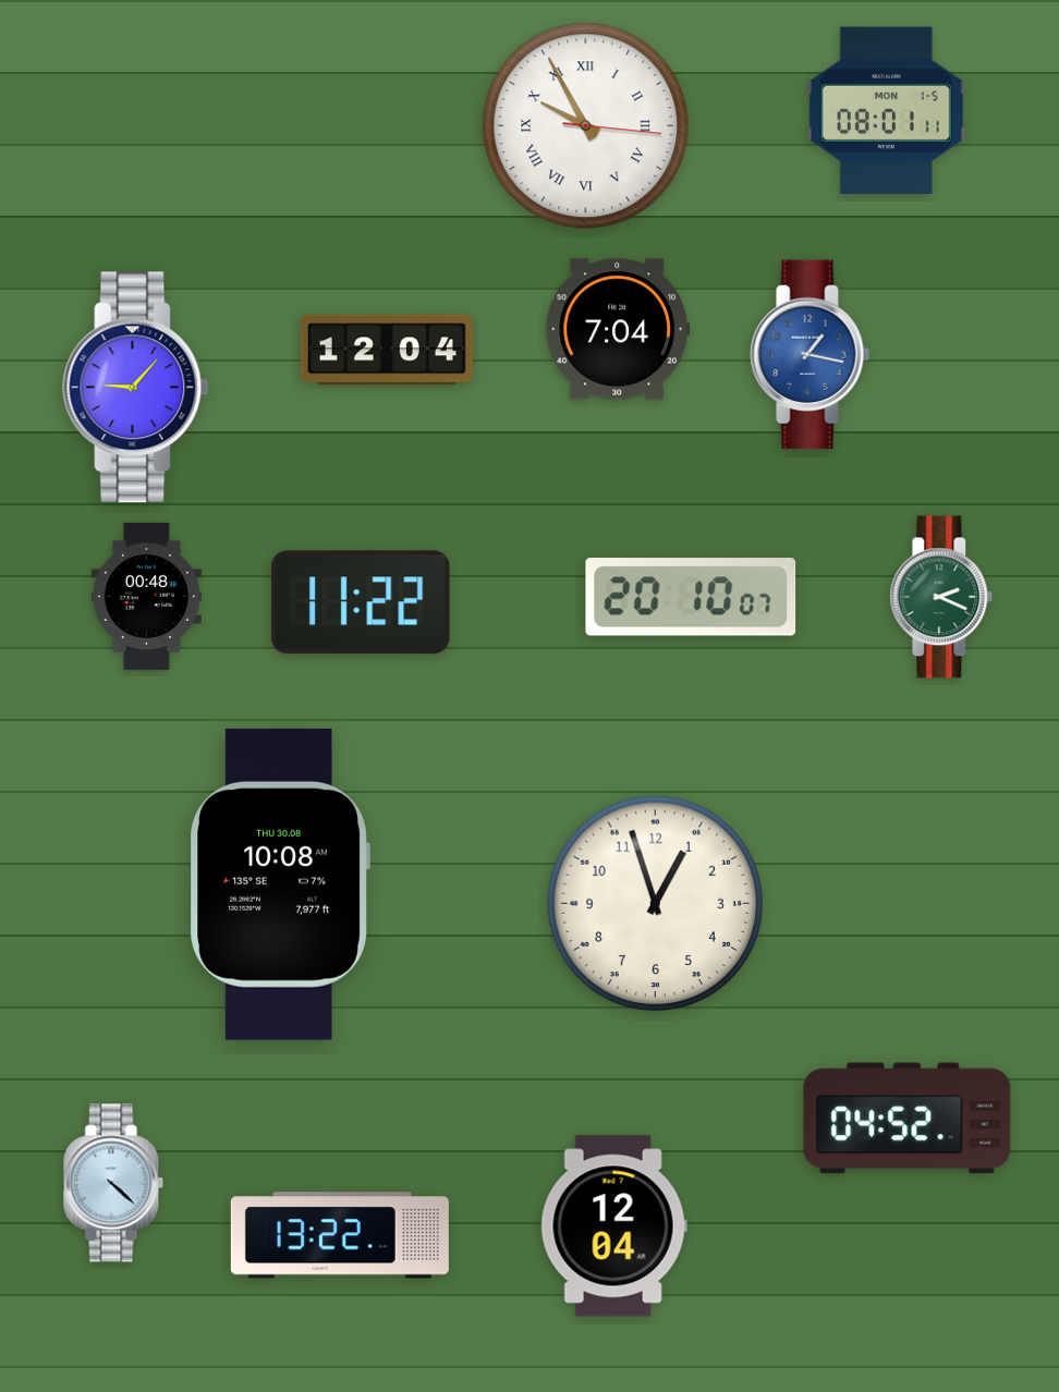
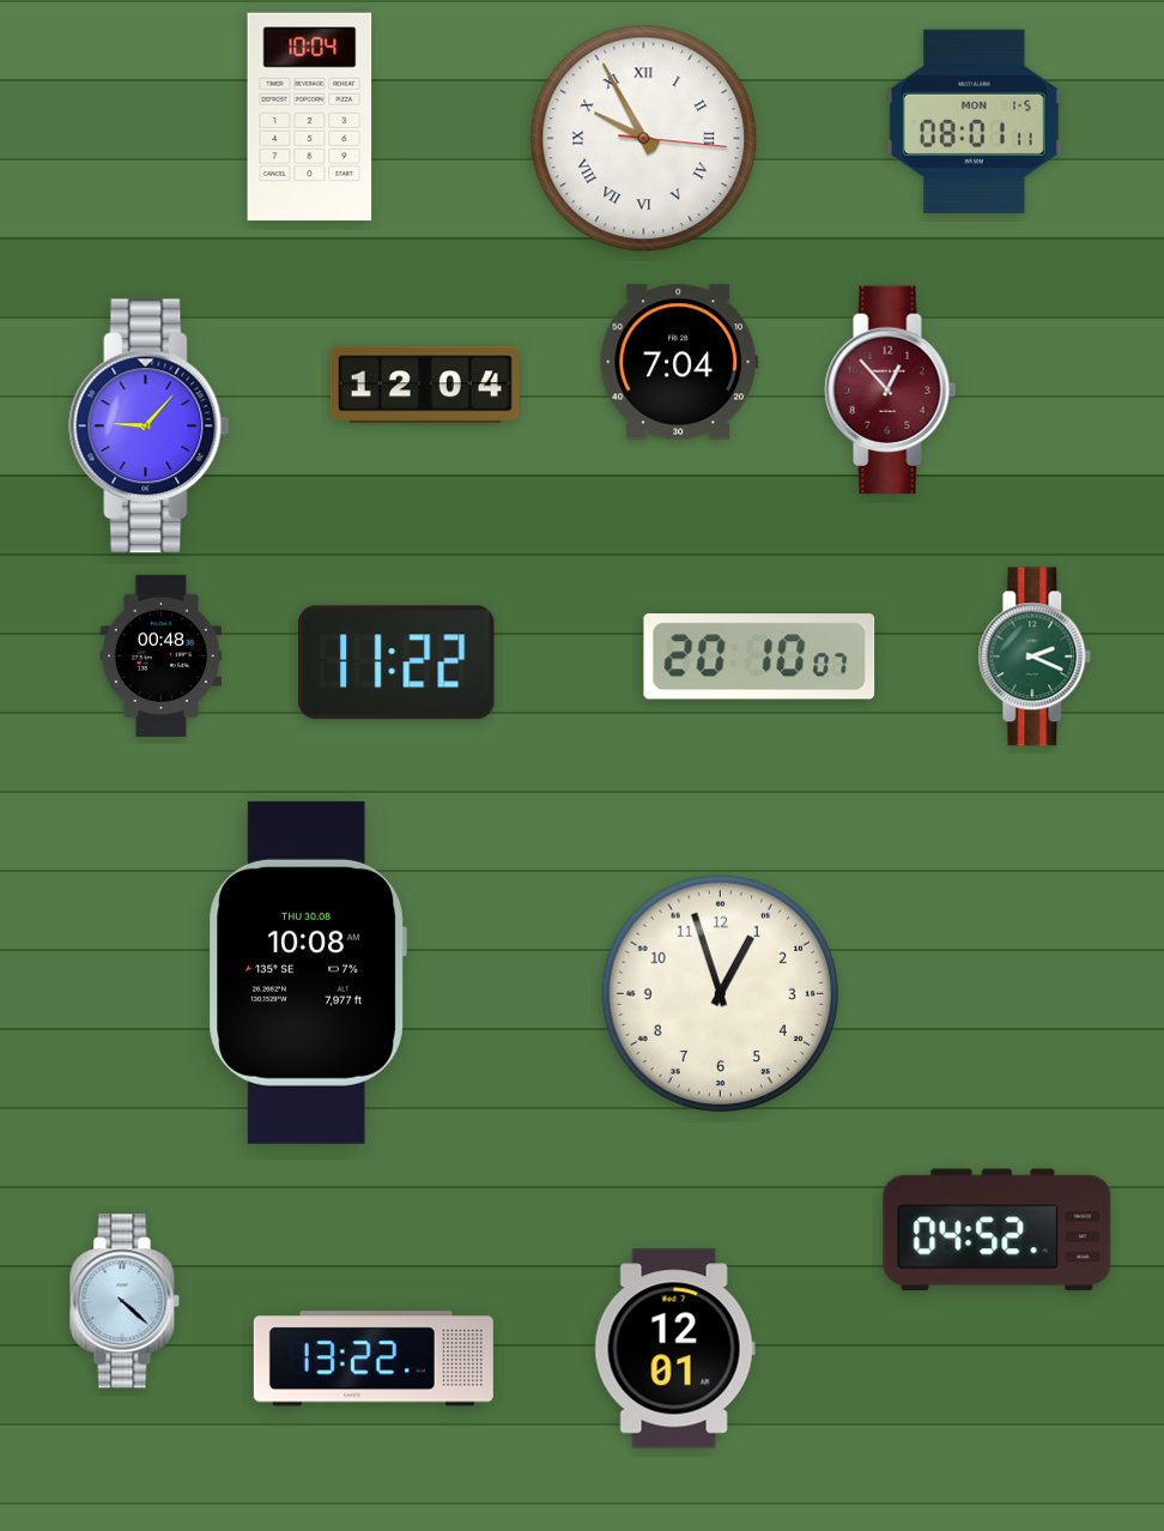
clock at (310, 117): none -> 10:04
clock at (811, 355): 1:17 -> 12:53
clock at (811, 355) dial: blue -> burgundy
clock at (613, 1226): 12:04 -> 12:01
